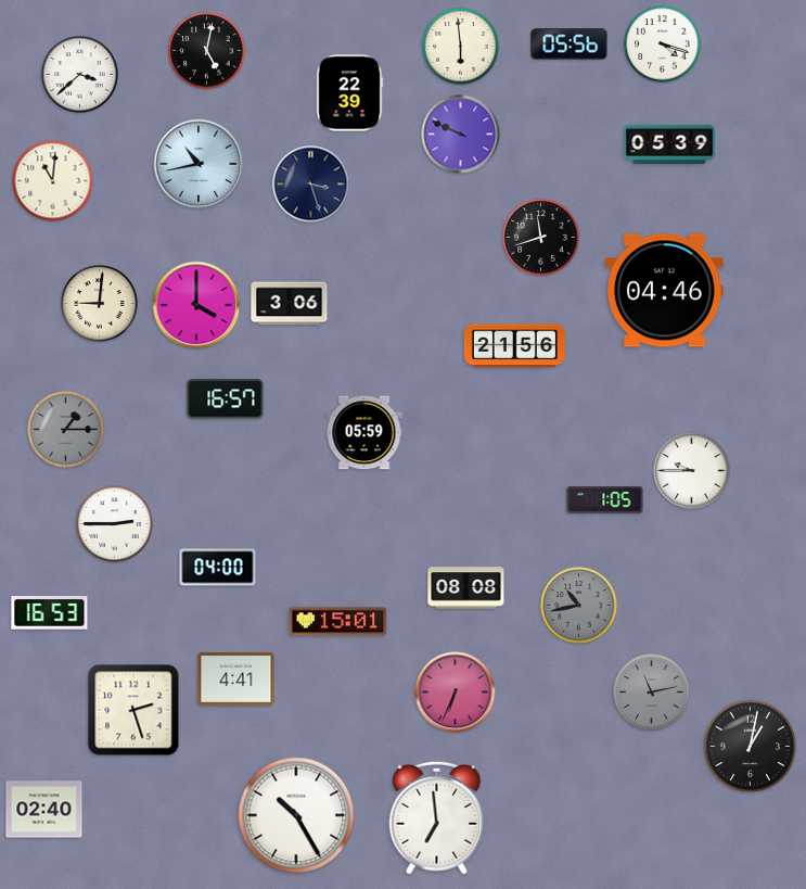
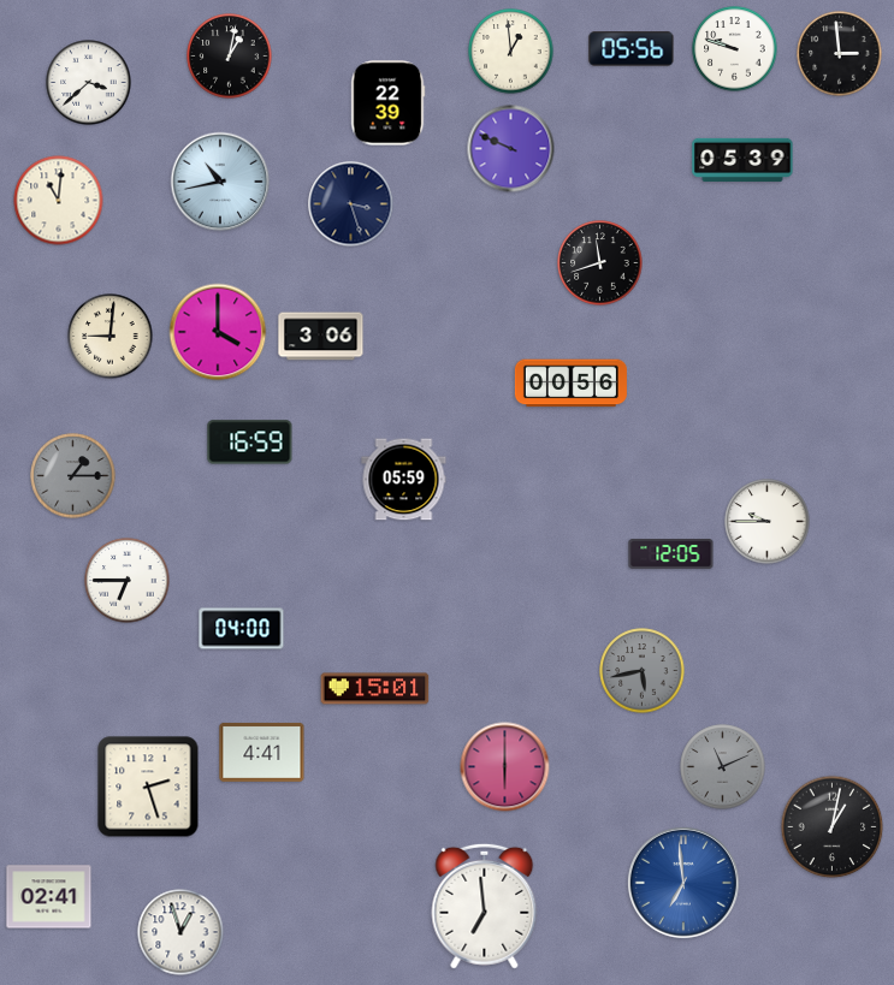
clock at (663, 45): 4:18 -> 9:48
clock at (461, 47): 5:59 -> 12:59
clock at (840, 54): none -> 2:59
clock at (207, 51): 5:02 -> 1:02
clock at (311, 185) position: (311, 185) -> (351, 204)
clock at (664, 291): 04:46 -> none
clock at (196, 305) position: (196, 305) -> (218, 332)
clock at (514, 346): 21:56 -> 00:56
clock at (226, 399): 16:57 -> 16:59
clock at (605, 500): 1:05 -> 12:05
clock at (115, 524): 2:45 -> 6:45
clock at (466, 588): 08:08 -> none
clock at (579, 606): 10:43 -> 5:43
clock at (50, 613): 16:53 -> none
clock at (456, 693): 6:34 -> 6:00
clock at (652, 693): 11:13 -> 11:11
clock at (683, 883): none -> 6:59
clock at (44, 810): 02:40 -> 02:41
clock at (296, 815): 10:25 -> none
clock at (180, 932): none -> 12:57
